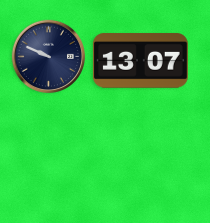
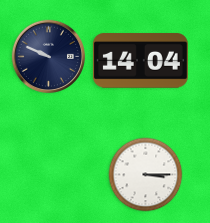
clock at (140, 61): 13:07 -> 14:04
clock at (146, 175): none -> 3:15
